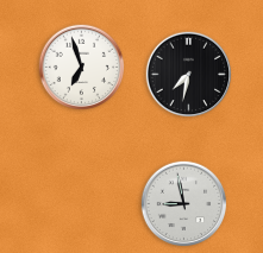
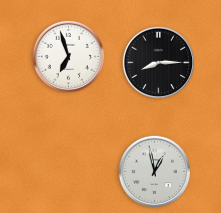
clock at (189, 75): 7:32 -> 8:15
clock at (184, 204): 8:58 -> 12:58
